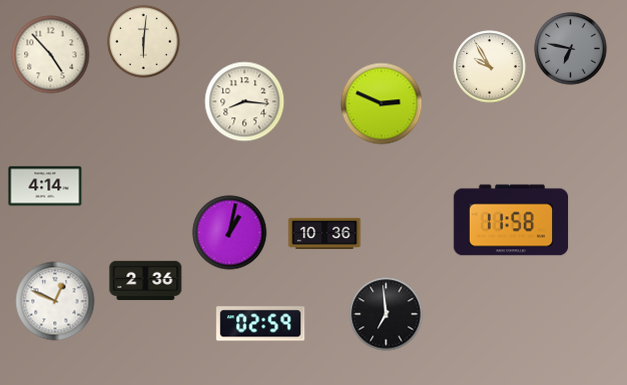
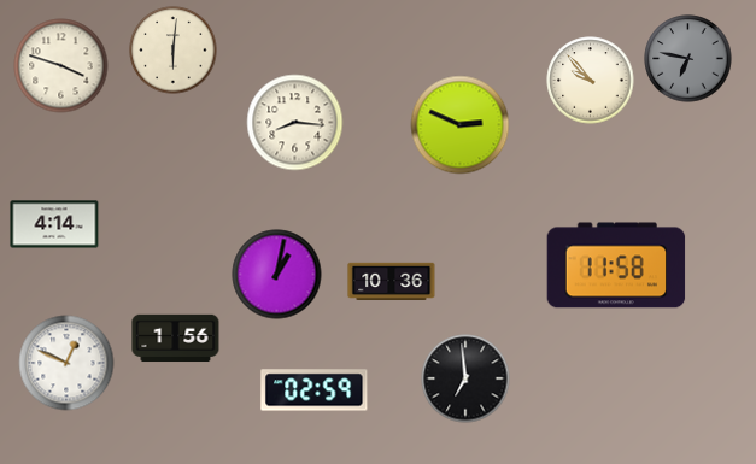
clock at (51, 55): 4:53 -> 3:48
clock at (490, 67): 9:55 -> 9:53
clock at (230, 233) position: (230, 233) -> (277, 275)
clock at (146, 281): 2:36 -> 1:56
